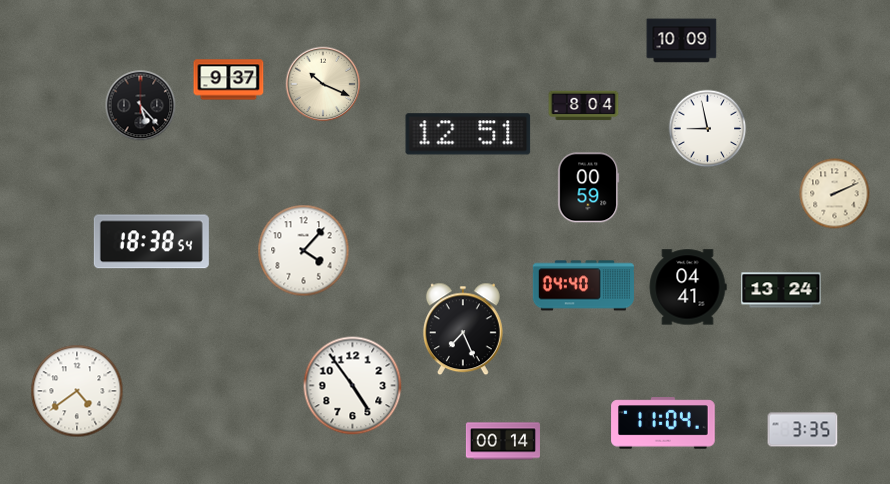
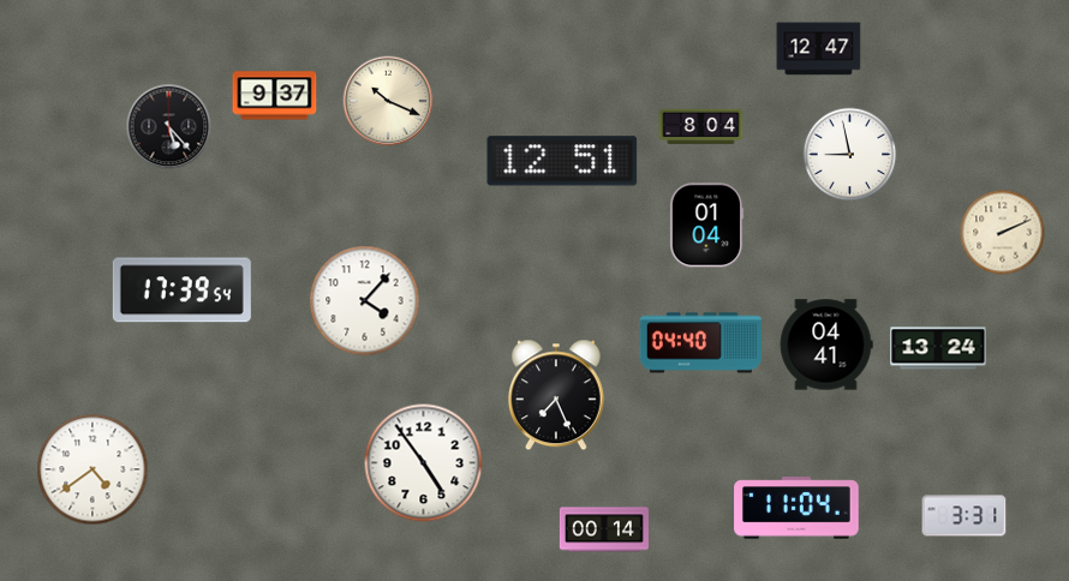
clock at (682, 41): 10:09 -> 12:47
clock at (589, 188): 00:59 -> 01:04
clock at (151, 242): 18:38 -> 17:39
clock at (803, 430): 3:35 -> 3:31
